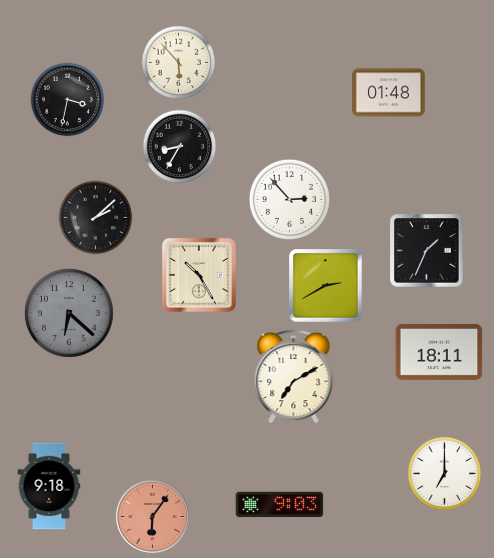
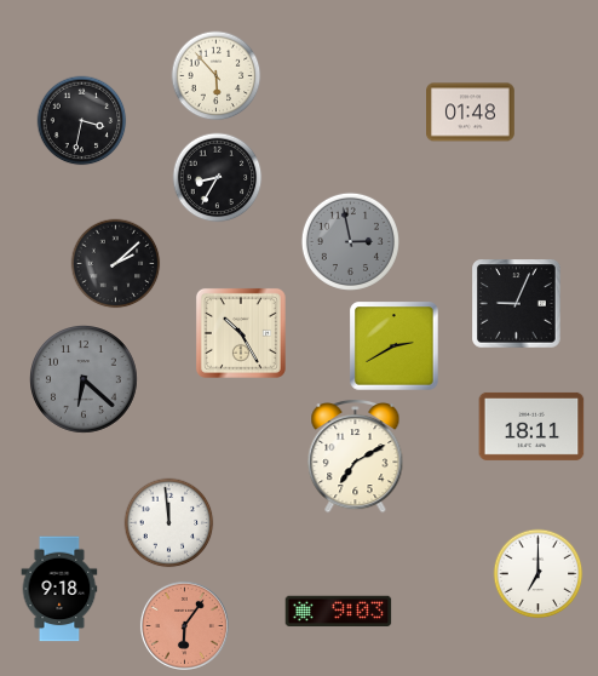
clock at (289, 199): 2:53 -> 2:58
clock at (289, 199) dial: white -> grey
clock at (427, 251): 1:34 -> 9:04
clock at (169, 523): none -> 11:59
